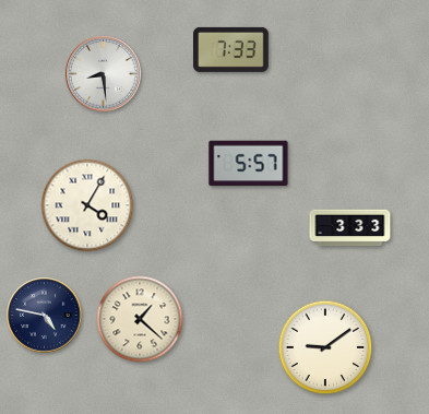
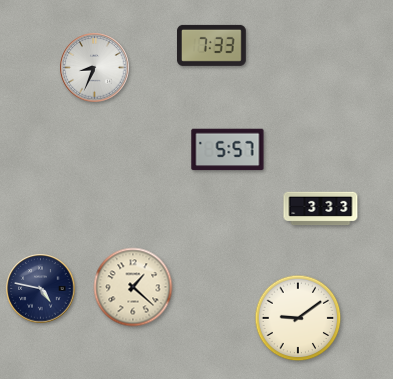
clock at (104, 74): 8:29 -> 8:34
clock at (87, 205): 4:05 -> none
clock at (140, 319) position: (140, 319) -> (133, 287)
